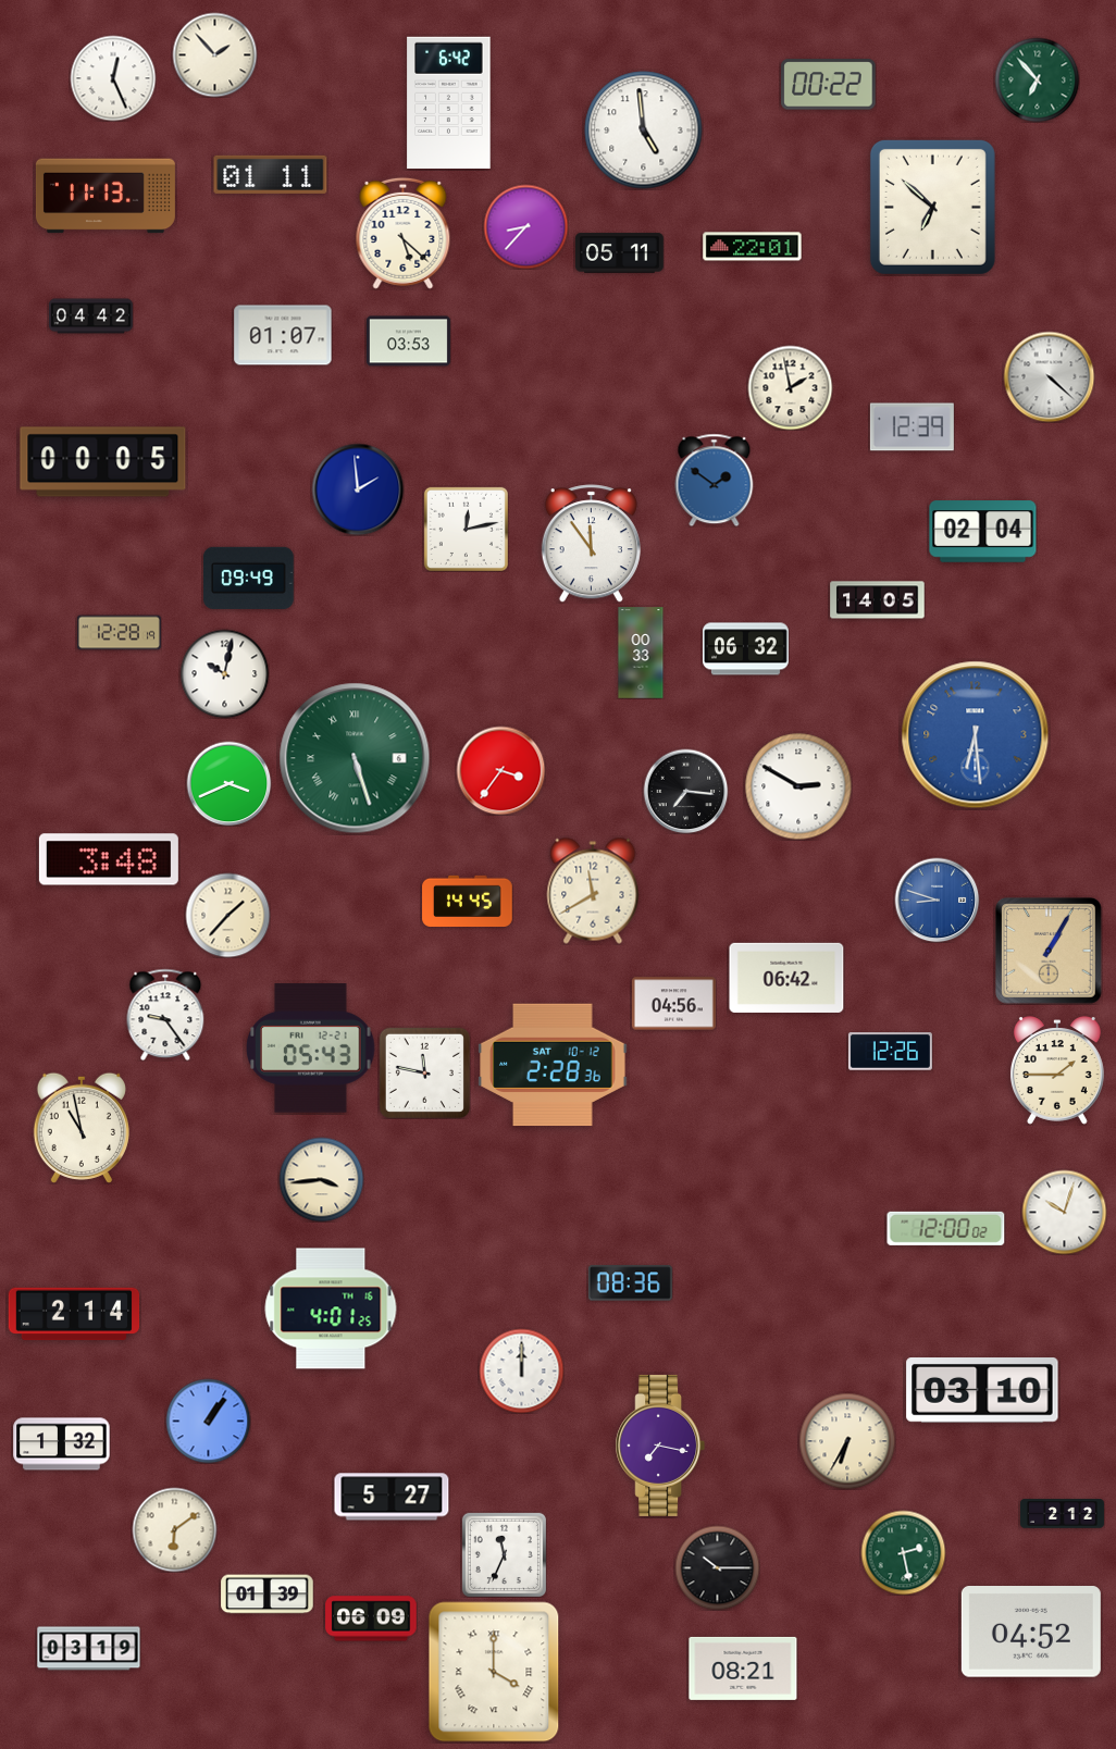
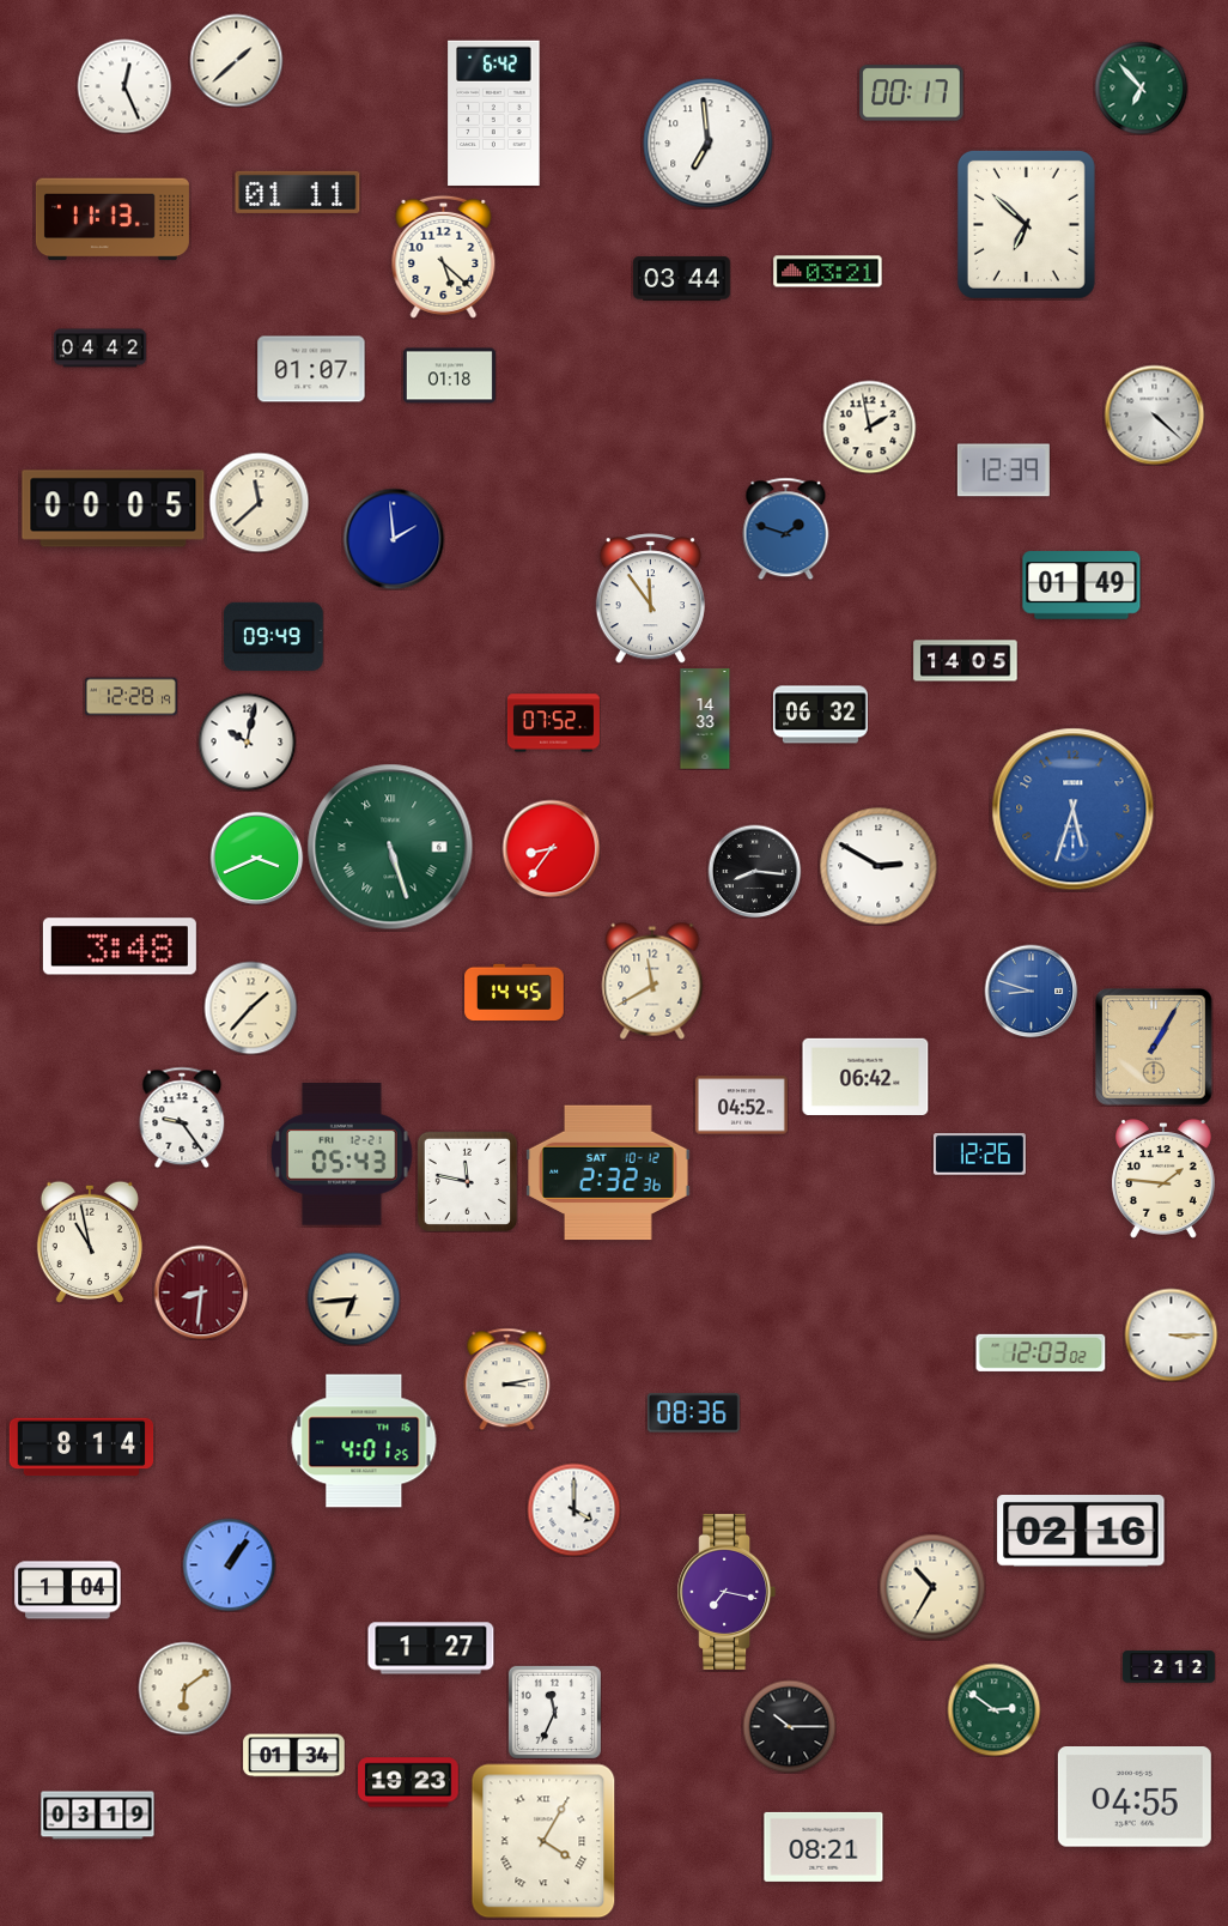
clock at (214, 54): 1:53 -> 1:38
clock at (829, 85): 00:22 -> 00:17
clock at (644, 131): 4:59 -> 6:59
clock at (106, 196) position: (106, 196) -> (113, 219)
clock at (932, 207) position: (932, 207) -> (1026, 224)
clock at (525, 226): 8:37 -> none
clock at (753, 247): 22:01 -> 03:21
clock at (620, 253): 05:11 -> 03:44
clock at (408, 342): 03:53 -> 01:18
clock at (259, 502): none -> 11:38
clock at (715, 480): 1:51 -> 1:48
clock at (466, 529): 12:13 -> none
clock at (983, 532): 02:04 -> 01:49
clock at (641, 653): 00:33 -> 14:33
clock at (553, 723): none -> 07:52
clock at (976, 735): 6:29 -> 5:33
clock at (355, 758) position: (355, 758) -> (390, 847)
clock at (500, 770): 3:36 -> 8:36
clock at (228, 783) position: (228, 783) -> (256, 858)
clock at (685, 791): 7:16 -> 8:16
clock at (673, 1004): 04:56 -> 04:52
clock at (890, 1052) position: (890, 1052) -> (979, 1155)
clock at (553, 1065): 2:28 -> 2:32
clock at (1057, 1070): 1:45 -> 1:46
clock at (201, 1292): none -> 8:31
clock at (321, 1179): 3:44 -> 6:44
clock at (1064, 1212): 10:03 -> 3:15
clock at (946, 1228): 12:00 -> 12:03
clock at (507, 1379): none -> 3:13
clock at (74, 1314): 2:14 -> 8:14
clock at (521, 1370): 12:00 -> 4:00
clock at (982, 1391): 03:10 -> 02:16
clock at (847, 1441): 6:35 -> 10:35
clock at (62, 1444): 1:32 -> 1:04
clock at (392, 1497): 5:27 -> 1:27
clock at (174, 1529) position: (174, 1529) -> (184, 1688)
clock at (903, 1552): 2:28 -> 2:51
clock at (268, 1595): 01:39 -> 01:34
clock at (371, 1618): 06:09 -> 19:23
clock at (1031, 1633): 04:52 -> 04:55
clock at (743, 1669) position: (743, 1669) -> (823, 1847)
clock at (494, 1672): 4:00 -> 4:05
